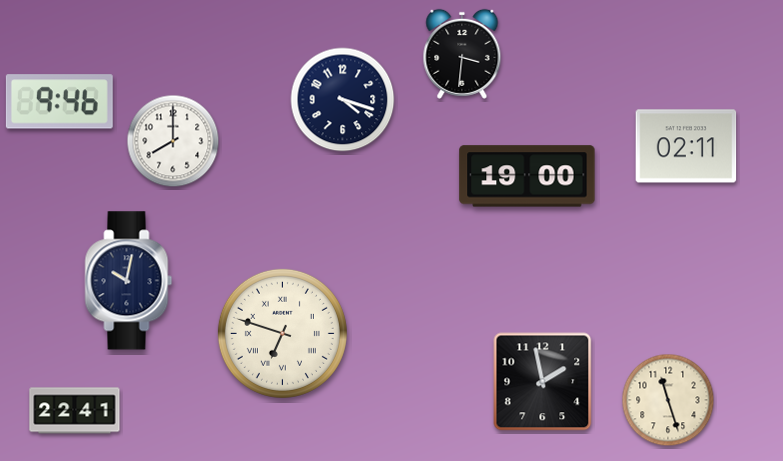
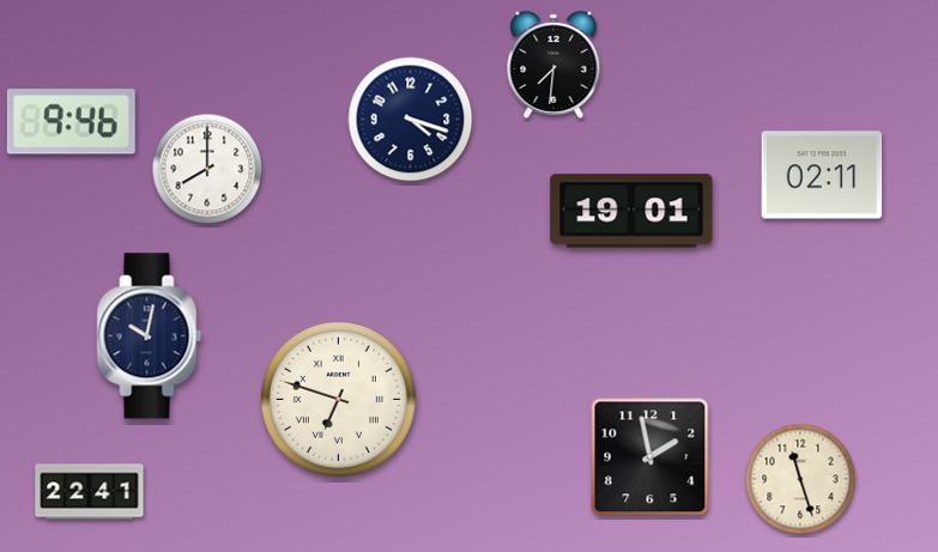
clock at (462, 54): 3:31 -> 7:31
clock at (527, 176): 19:00 -> 19:01
clock at (129, 281) position: (129, 281) -> (150, 336)
